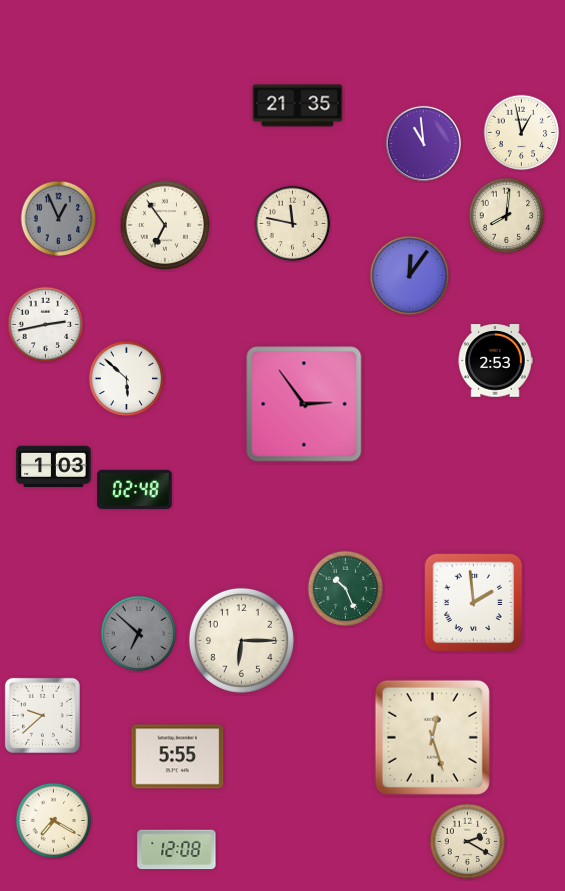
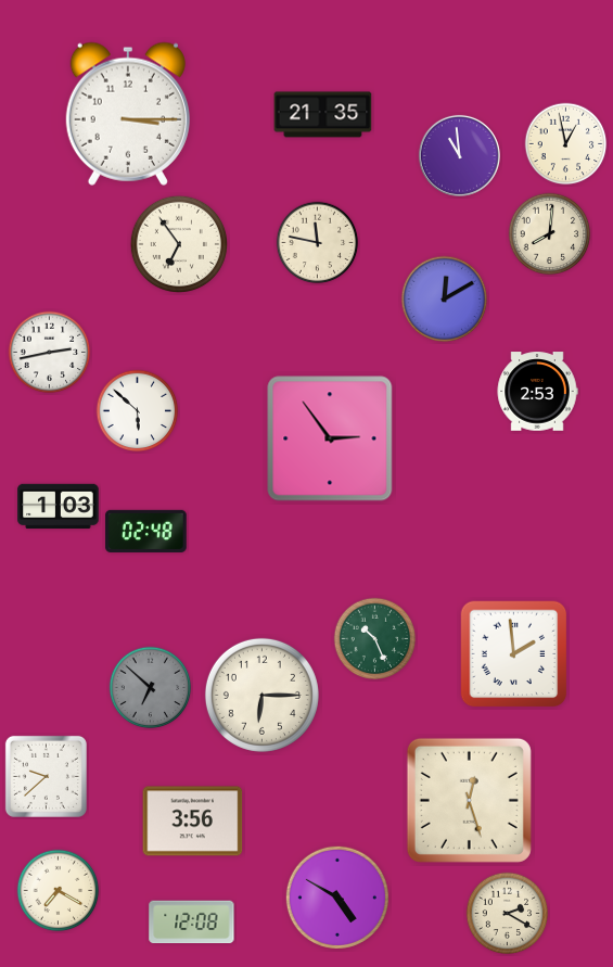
clock at (128, 114): none -> 3:15
clock at (59, 219): 12:56 -> none
clock at (410, 276): 12:06 -> 12:10
clock at (178, 757): 5:55 -> 3:56
clock at (337, 898): none -> 4:50
